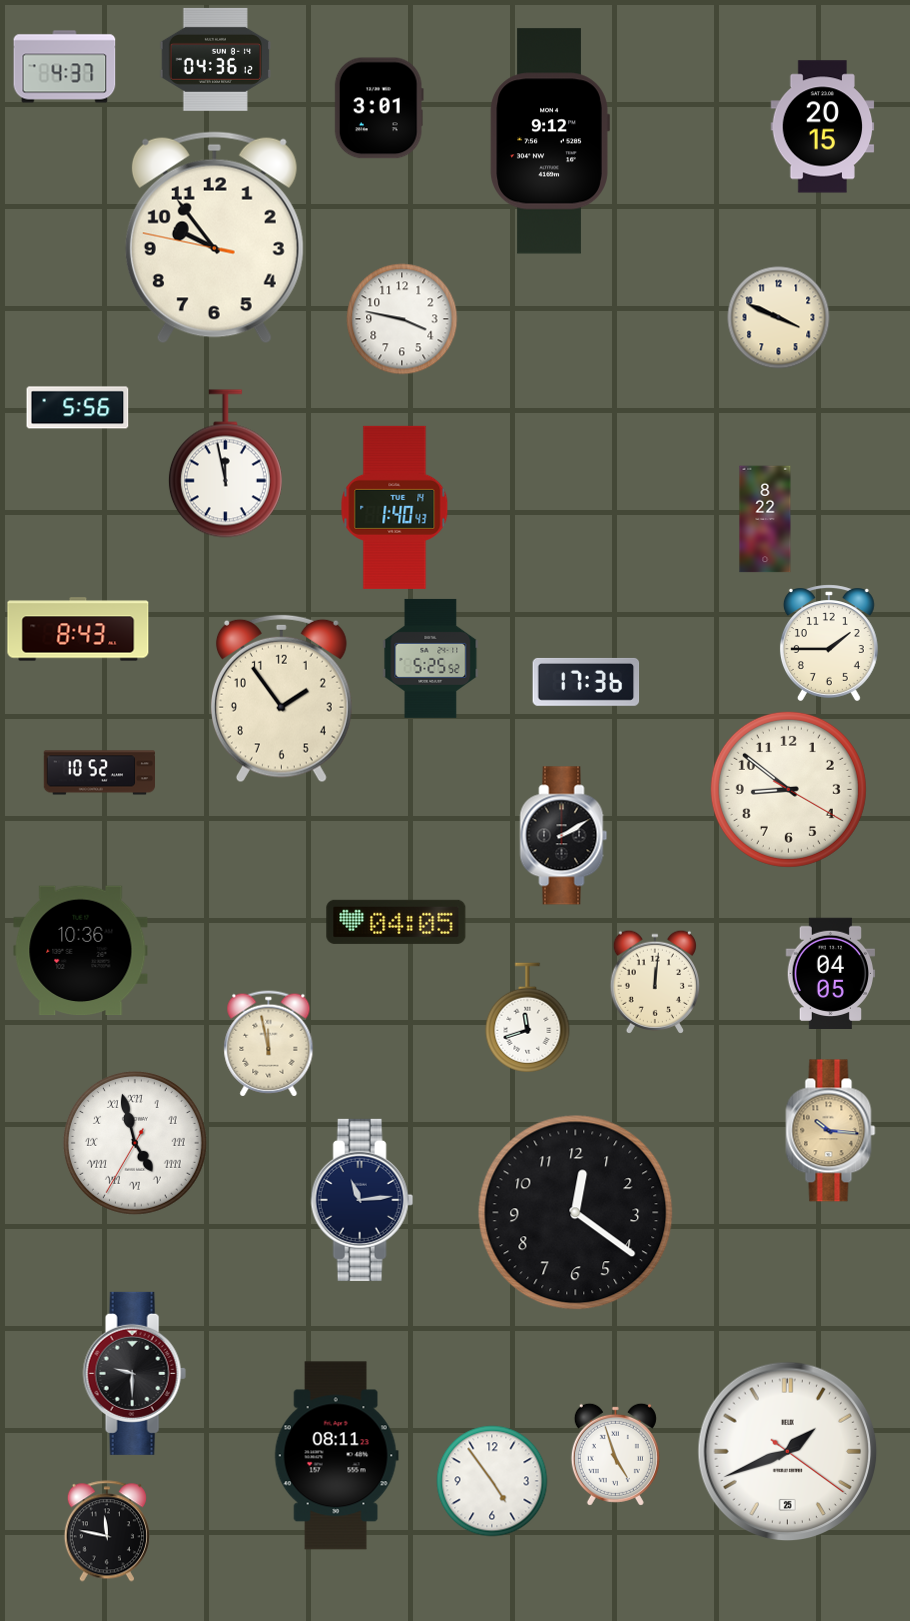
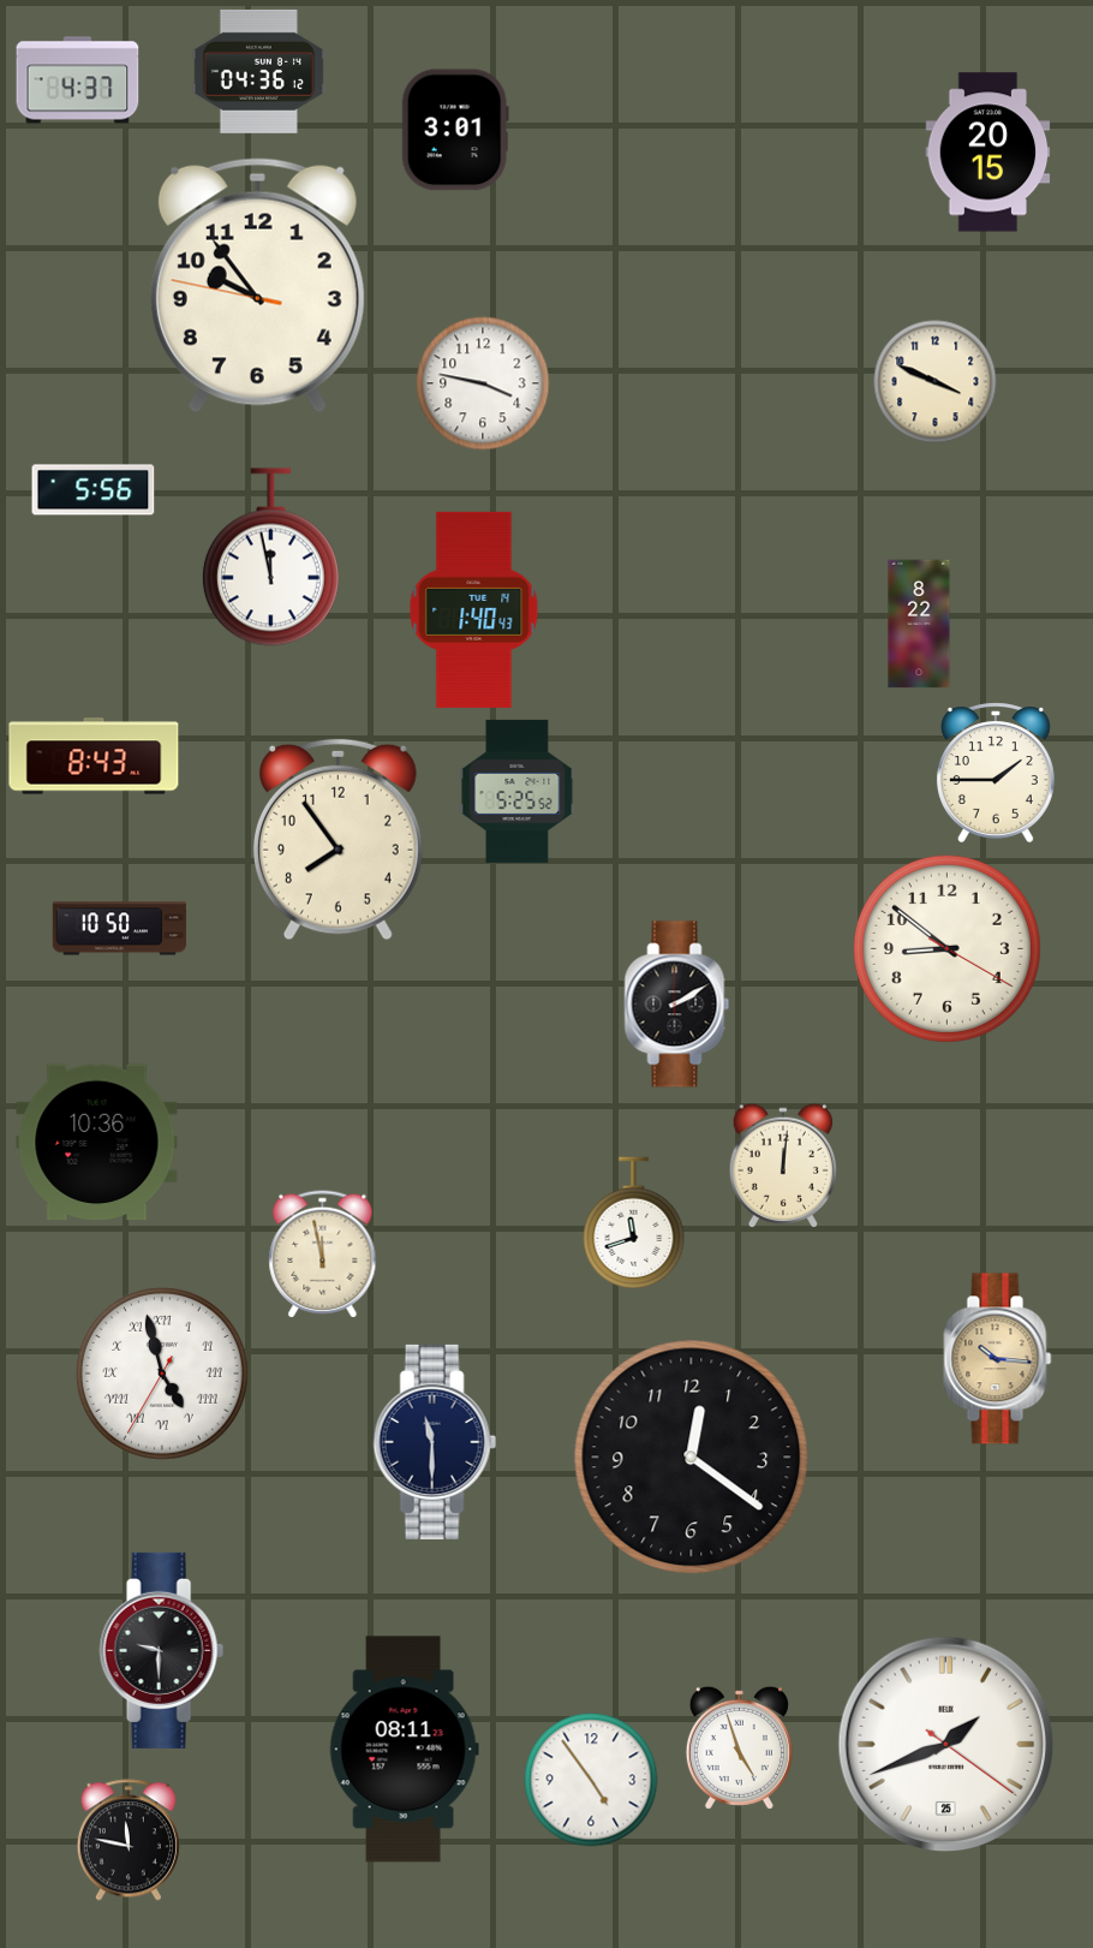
clock at (550, 141): 9:12 -> none
clock at (586, 682): 17:36 -> none
clock at (281, 699): 1:54 -> 7:54
clock at (99, 773): 10:52 -> 10:50
clock at (396, 922): 04:05 -> none
clock at (831, 973): 04:05 -> none
clock at (654, 982) position: (654, 982) -> (782, 1166)
clock at (362, 1200): 11:14 -> 11:30
